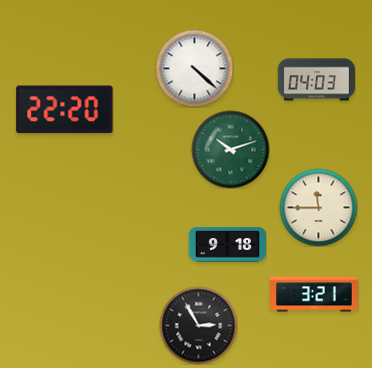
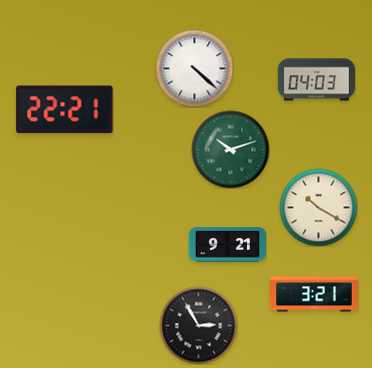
clock at (65, 110): 22:20 -> 22:21
clock at (318, 207): 11:45 -> 10:20
clock at (227, 245): 9:18 -> 9:21
